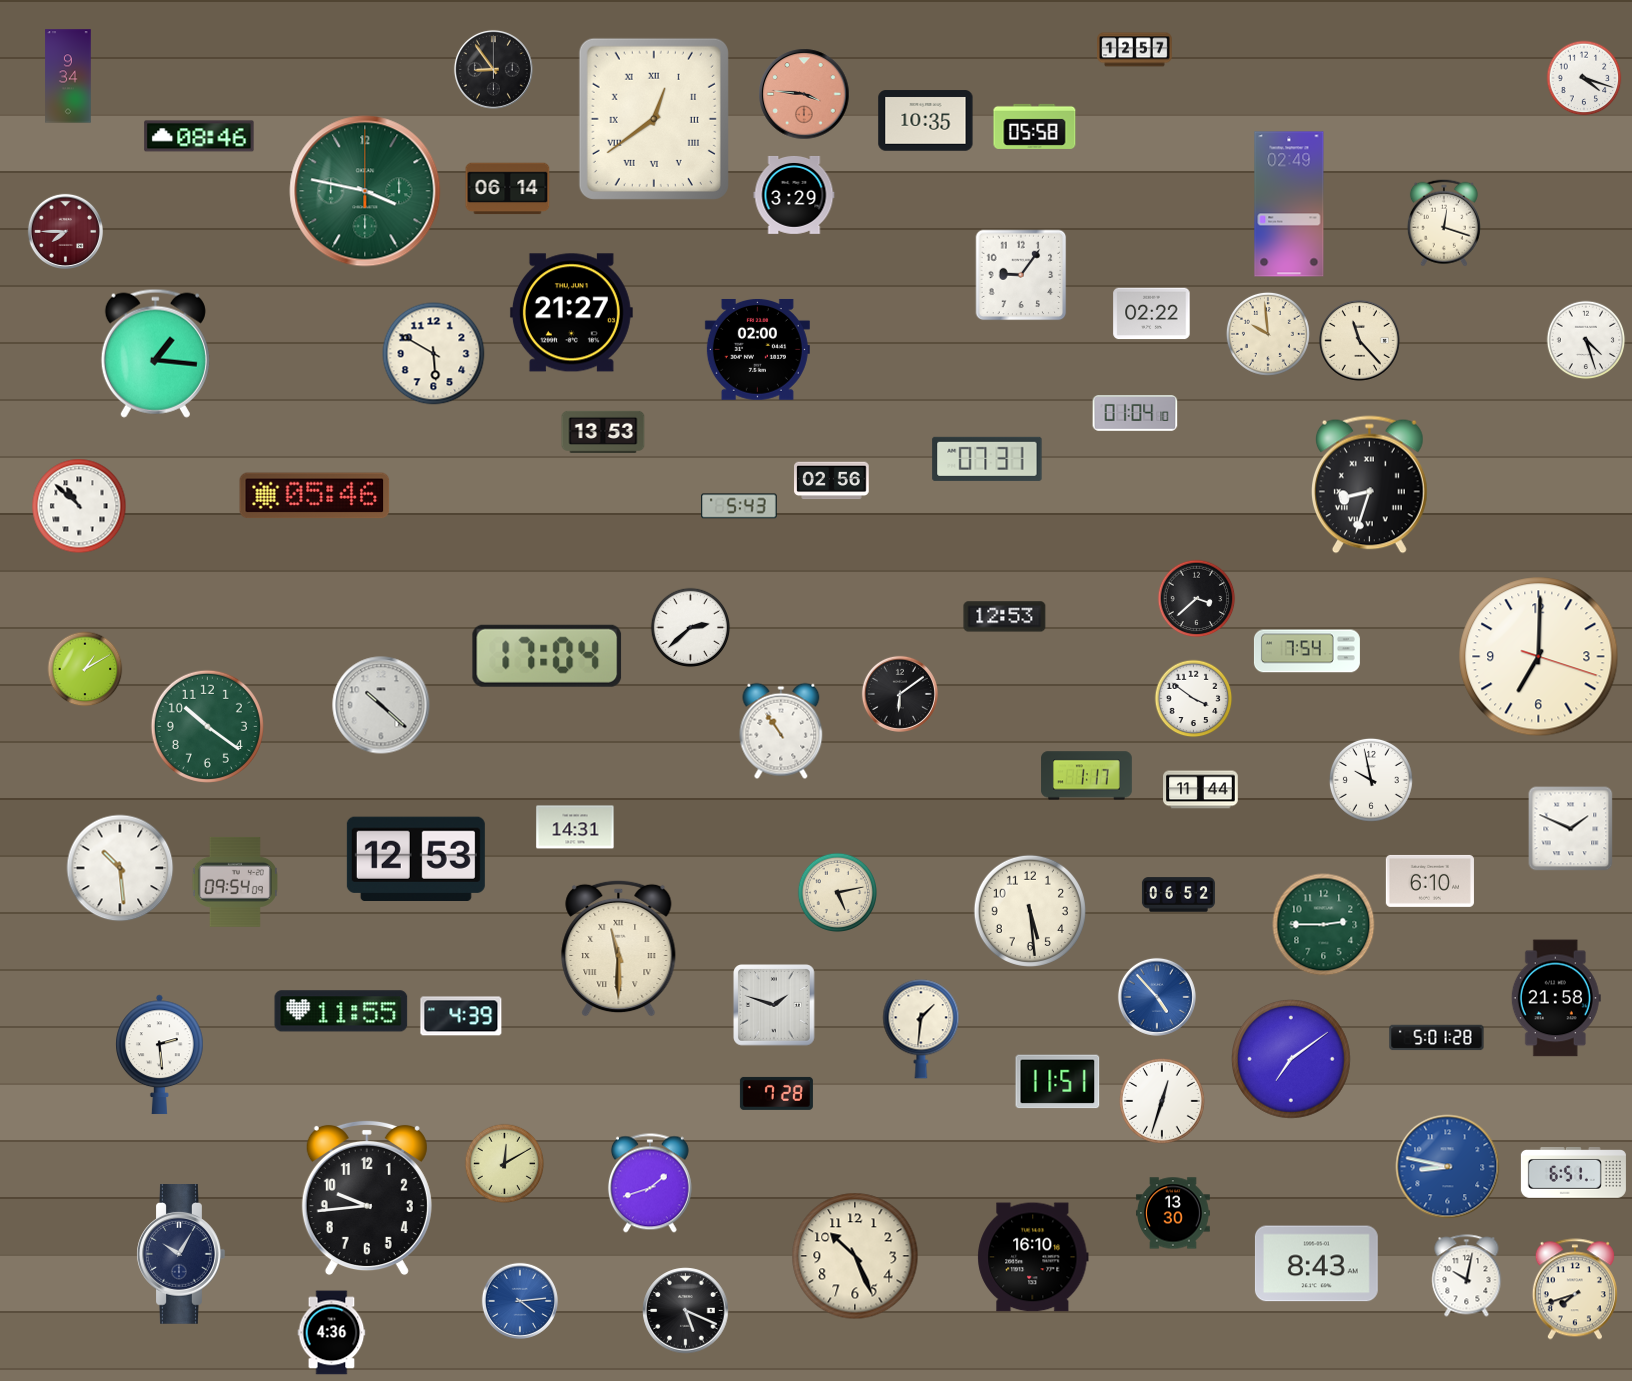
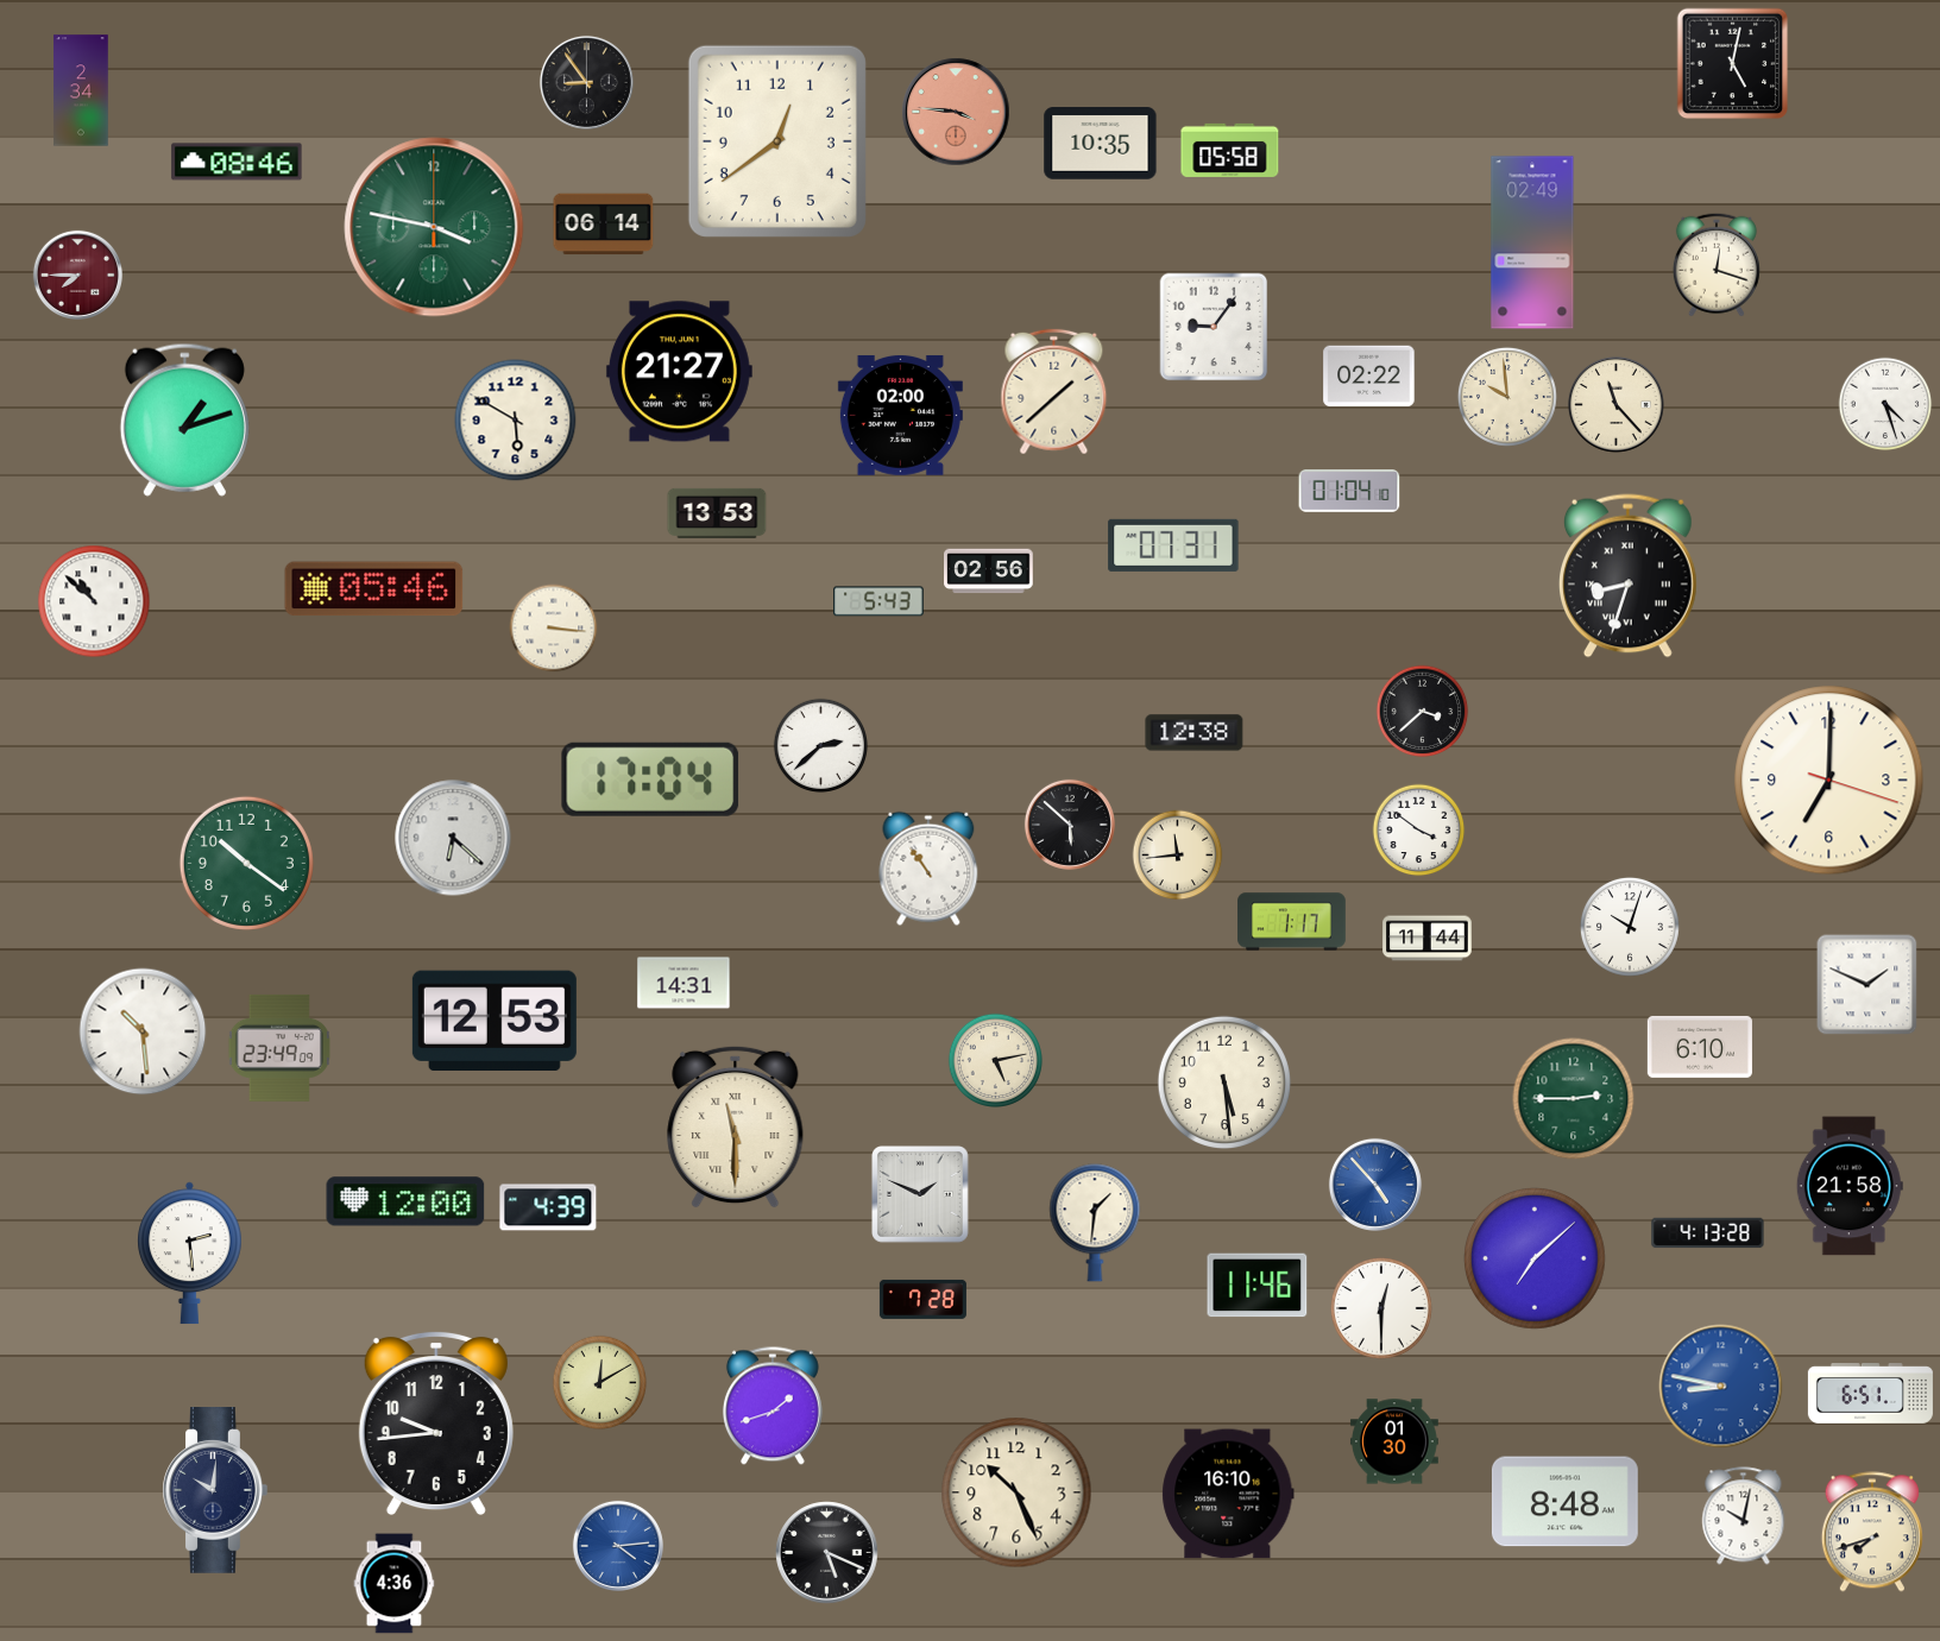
clock at (1135, 50): 12:57 -> none
clock at (1733, 64): none -> 5:02
clock at (68, 76): 9:34 -> 2:34
clock at (1584, 78): 4:18 -> none
clock at (654, 119) numerals: Roman -> Arabic
clock at (794, 195): 3:29 -> none
clock at (1152, 314) position: (1152, 314) -> (1369, 377)
clock at (1054, 392): none -> 1:38
clock at (155, 353): 1:16 -> 1:12
clock at (554, 629): none -> 3:16
clock at (1005, 617): 12:53 -> 12:38
clock at (1307, 651): 7:54 -> none
clock at (85, 669): 1:10 -> none
clock at (900, 694): 6:09 -> 5:52
clock at (381, 705): 10:22 -> 6:22
clock at (1178, 856): none -> 11:44
clock at (1371, 780): 9:58 -> 10:03
clock at (235, 882): 09:54 -> 23:49
clock at (1178, 895): 06:52 -> none
clock at (775, 1006): 1:48 -> 1:49
clock at (341, 1011): 11:55 -> 12:00
clock at (1437, 1038): 5:01 -> 4:13
clock at (1292, 1060): 7:09 -> 7:08
clock at (1058, 1082): 11:51 -> 11:46
clock at (1163, 1102): 12:33 -> 12:30
clock at (1173, 1213): 13:30 -> 01:30
clock at (181, 1255): 10:05 -> 10:01
clock at (1316, 1264): 8:43 -> 8:48
clock at (686, 1311) position: (686, 1311) -> (827, 1553)
